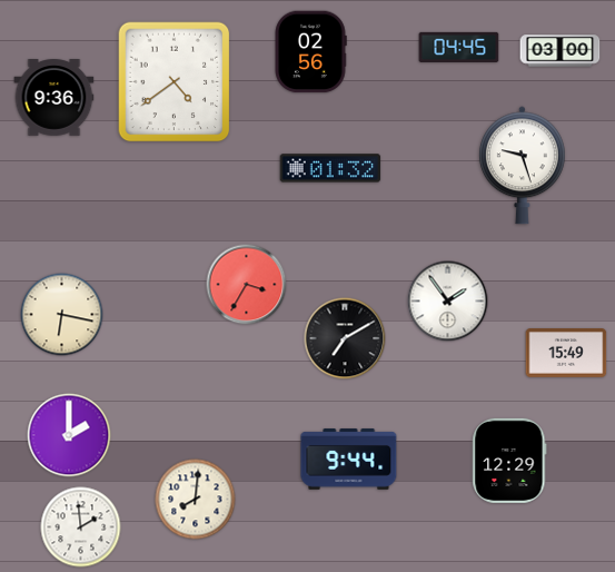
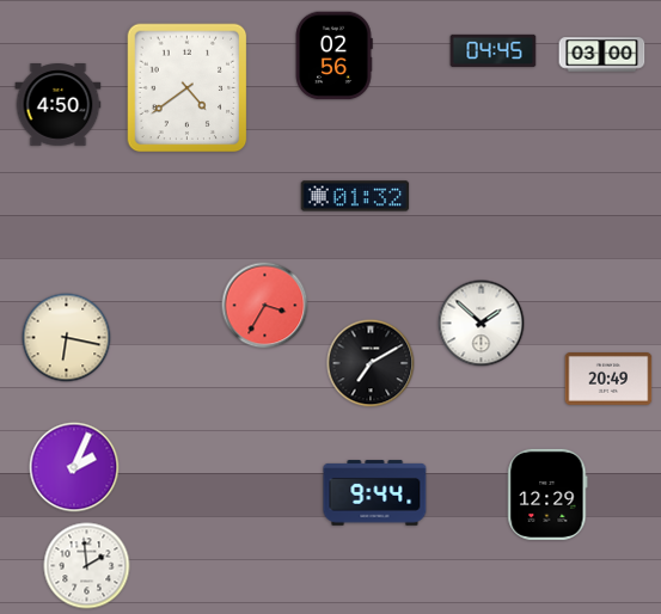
clock at (54, 98): 9:36 -> 4:50
clock at (522, 166): 9:27 -> none
clock at (330, 168) position: (330, 168) -> (355, 196)
clock at (448, 302): 1:54 -> 1:52
clock at (566, 354): 15:49 -> 20:49
clock at (69, 435): 2:00 -> 2:04
clock at (196, 500): 8:01 -> none
